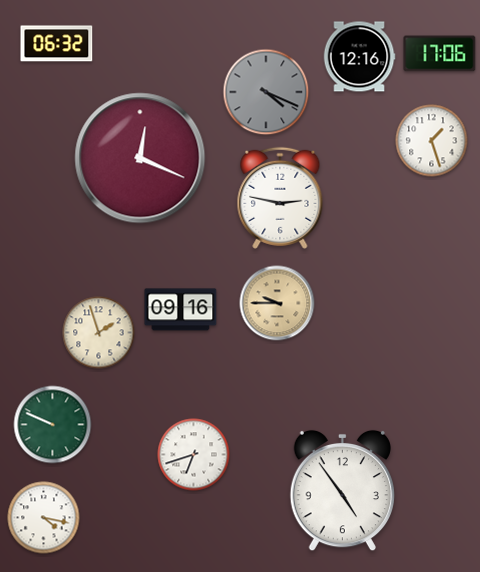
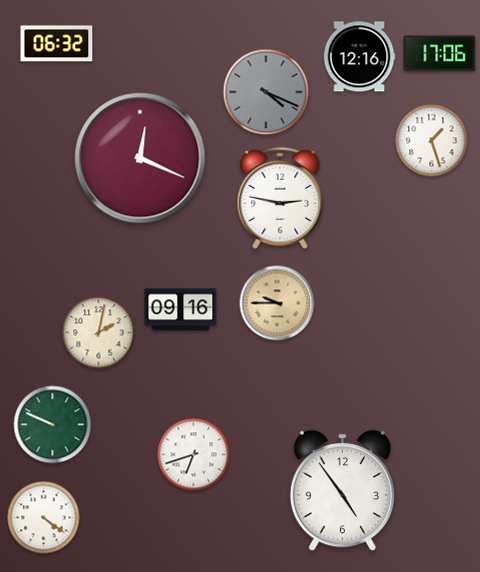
clock at (99, 333): 1:57 -> 2:02
clock at (44, 518): 4:17 -> 4:21
